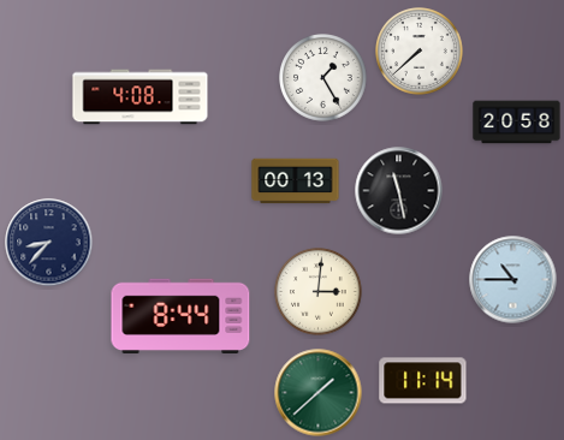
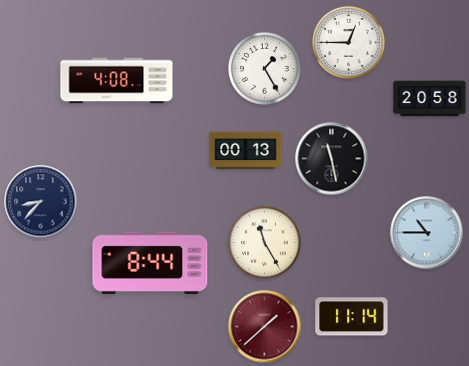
clock at (420, 52): 7:38 -> 12:45
clock at (323, 78) position: (323, 78) -> (265, 69)
clock at (517, 123) position: (517, 123) -> (430, 99)
clock at (319, 292): 3:01 -> 11:25
clock at (319, 393) dial: green -> burgundy
